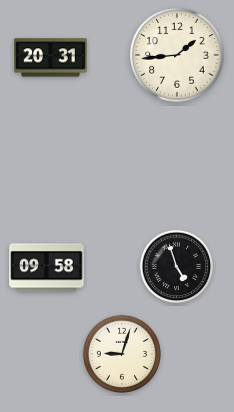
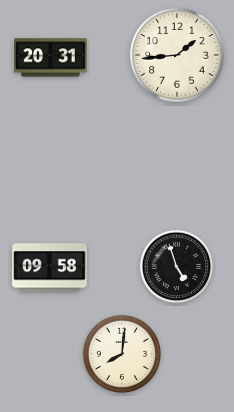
clock at (47, 268) position: (47, 268) -> (50, 268)
clock at (121, 353): 9:03 -> 8:01
